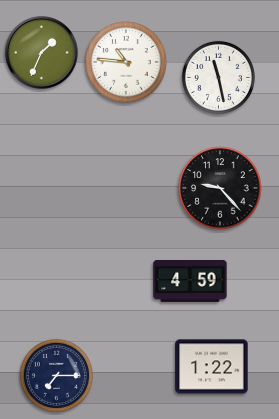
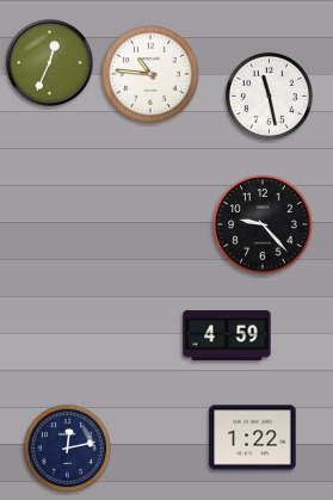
clock at (42, 53): 1:34 -> 12:34
clock at (218, 77) position: (218, 77) -> (269, 95)
clock at (56, 375): 7:15 -> 12:13
